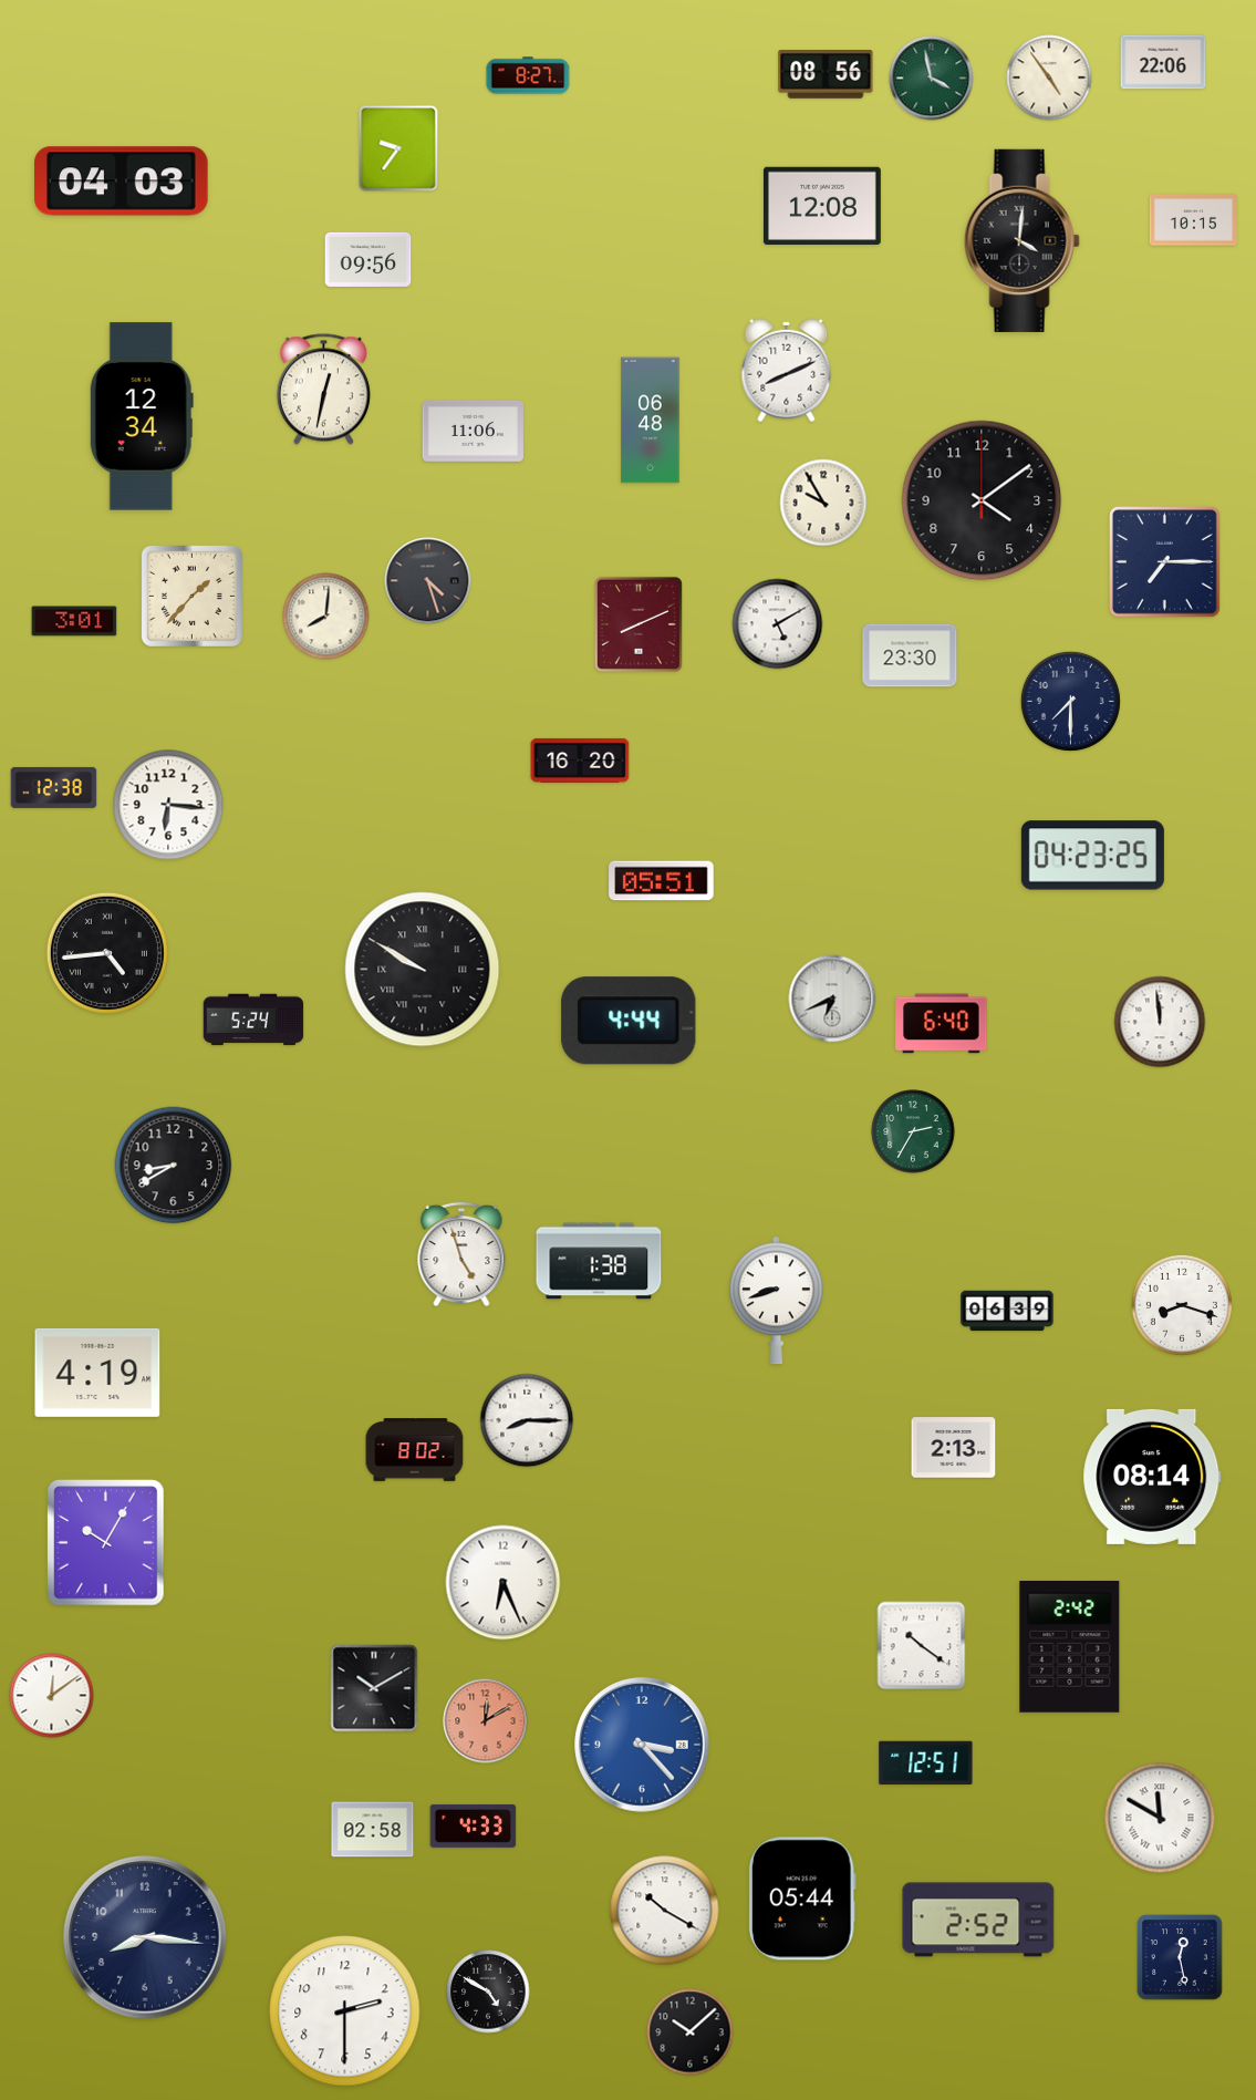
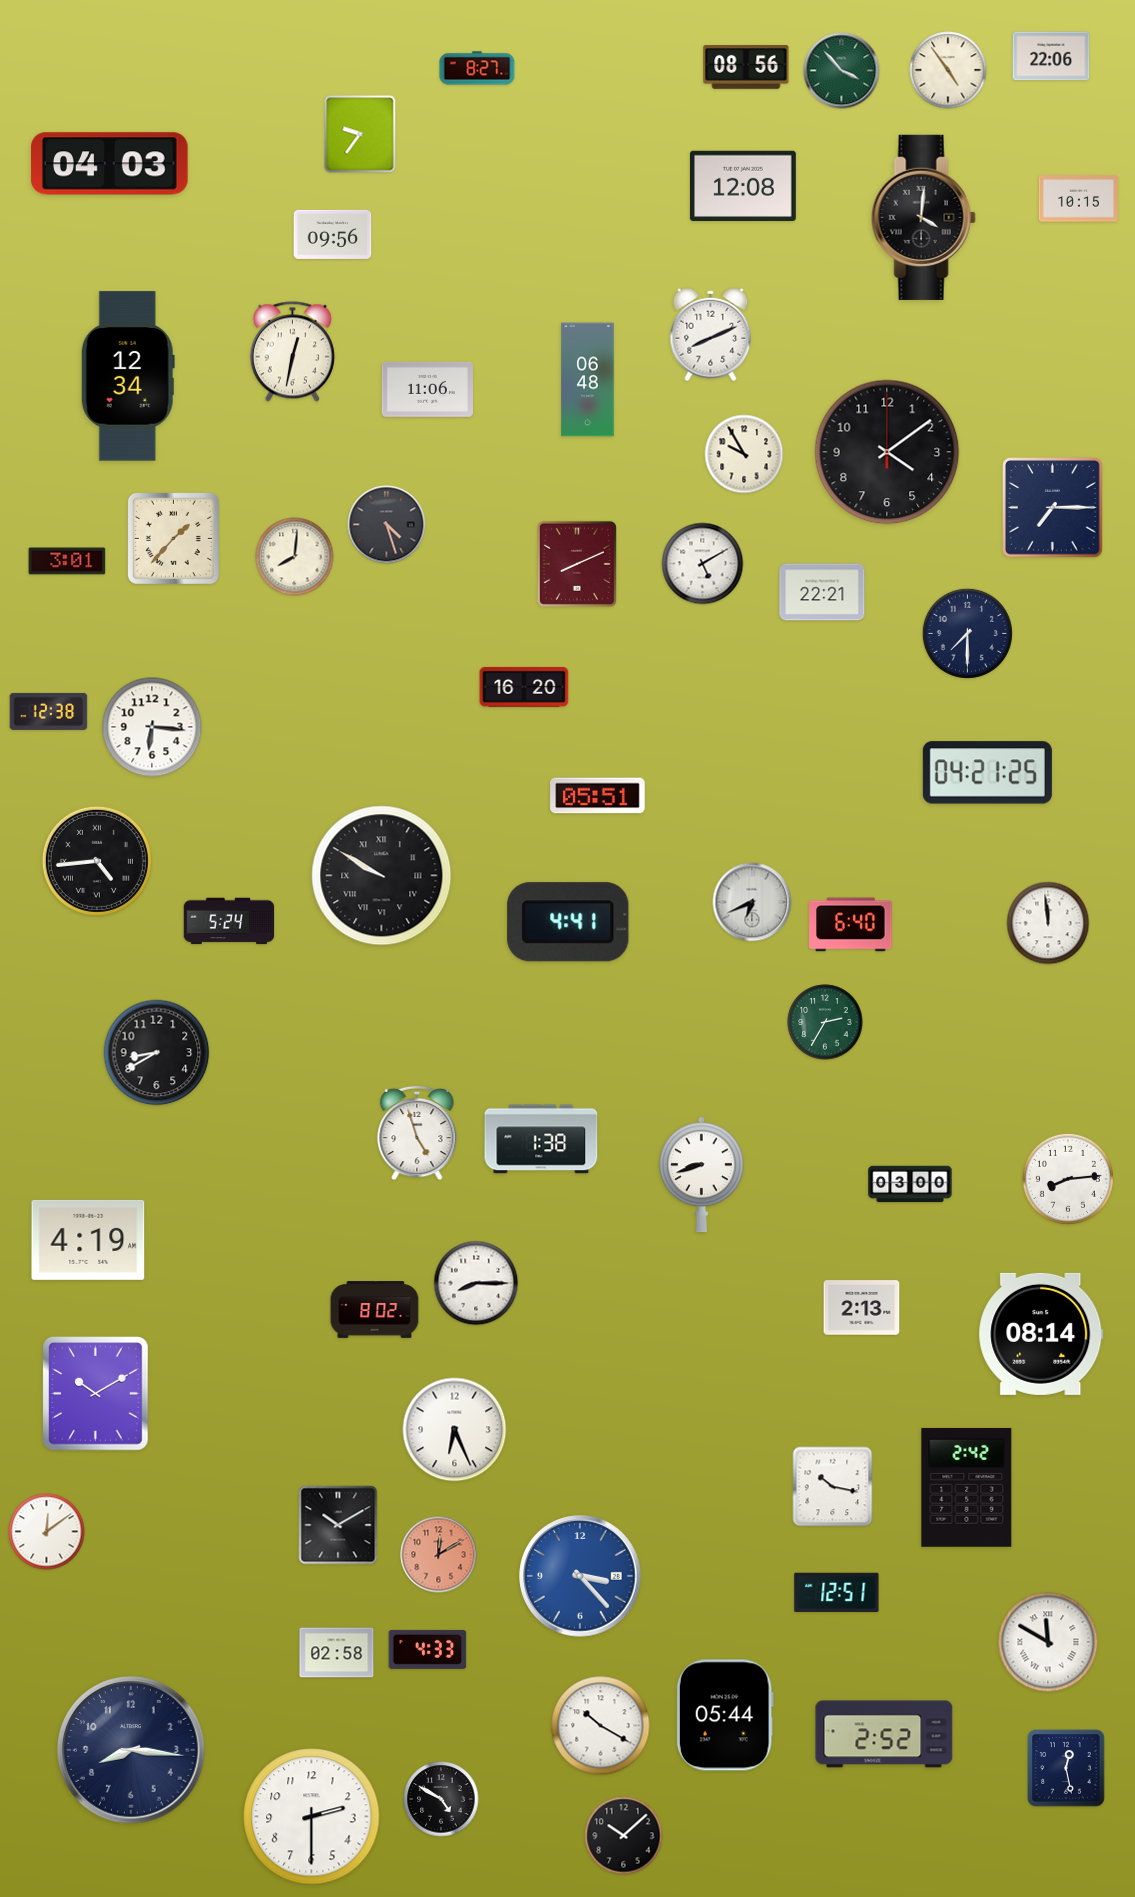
clock at (932, 79): 3:58 -> 3:53
clock at (910, 655): 23:30 -> 22:21
clock at (1092, 856): 04:23 -> 04:21
clock at (629, 1021): 4:44 -> 4:41
clock at (1182, 1305): 8:18 -> 8:14
clock at (1007, 1311): 06:39 -> 03:00
clock at (106, 1543): 10:05 -> 10:10
clock at (922, 1646): 10:21 -> 10:17
